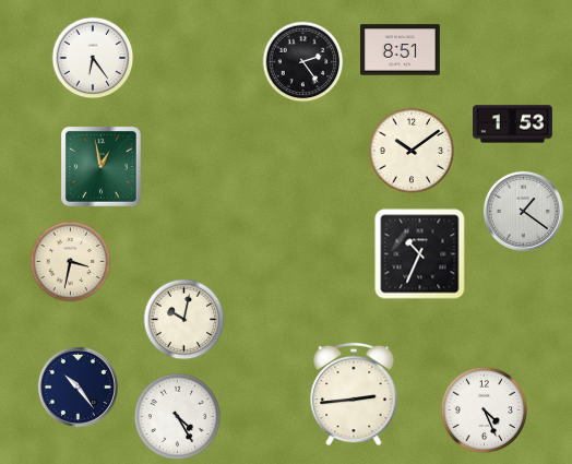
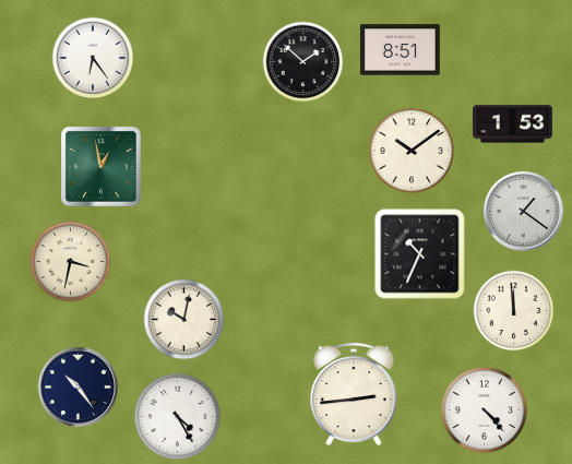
clock at (303, 62): 2:24 -> 1:52
clock at (514, 311): none -> 11:59
clock at (485, 411): 4:26 -> 4:23
